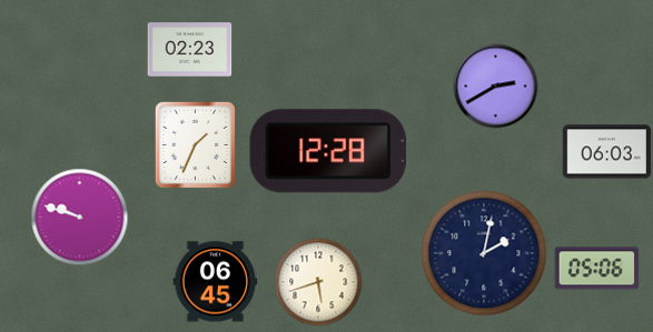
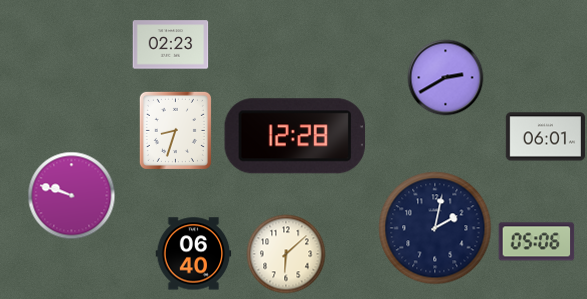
clock at (195, 144): 1:34 -> 8:33
clock at (606, 152): 06:03 -> 06:01
clock at (216, 282): 06:45 -> 06:40
clock at (318, 282): 5:42 -> 6:08
